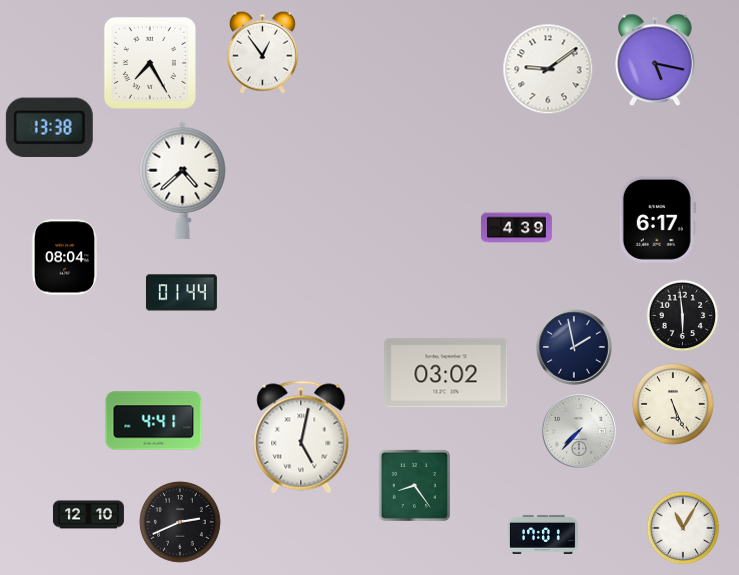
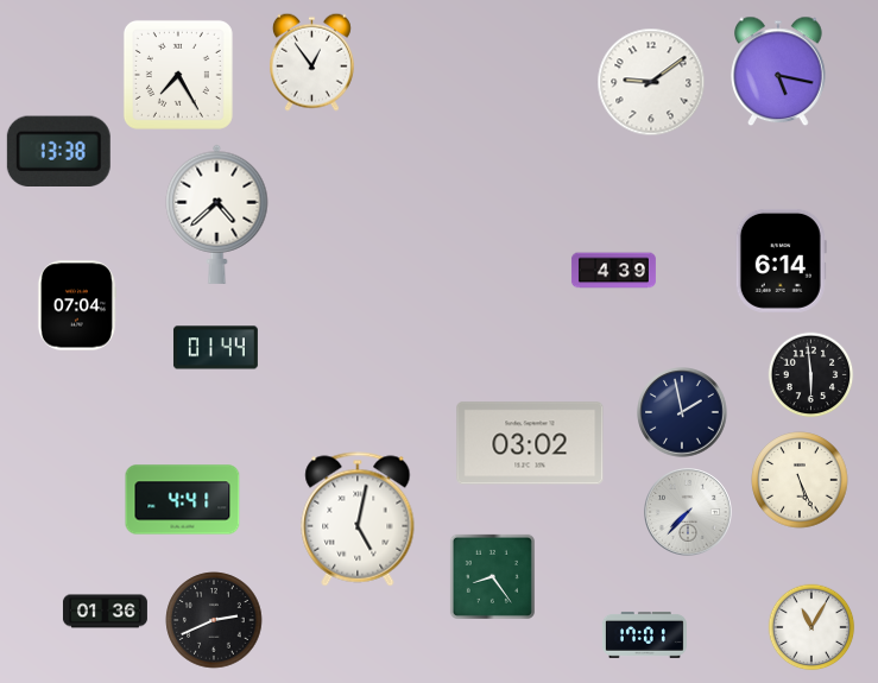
clock at (657, 219): 6:17 -> 6:14
clock at (64, 257): 08:04 -> 07:04
clock at (88, 515): 12:10 -> 01:36
